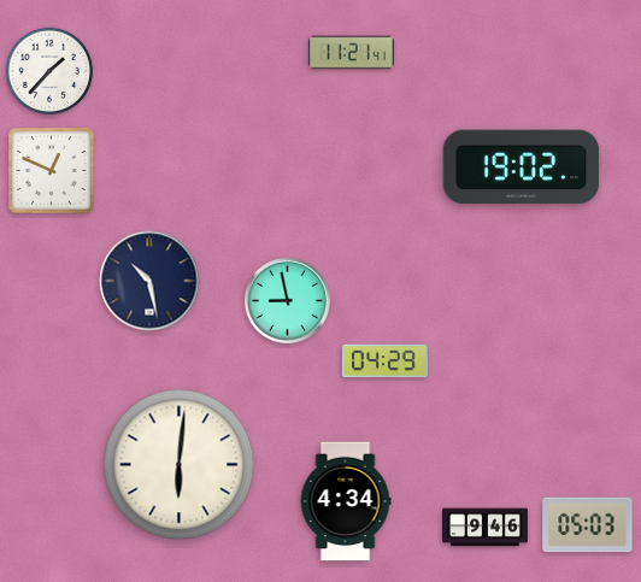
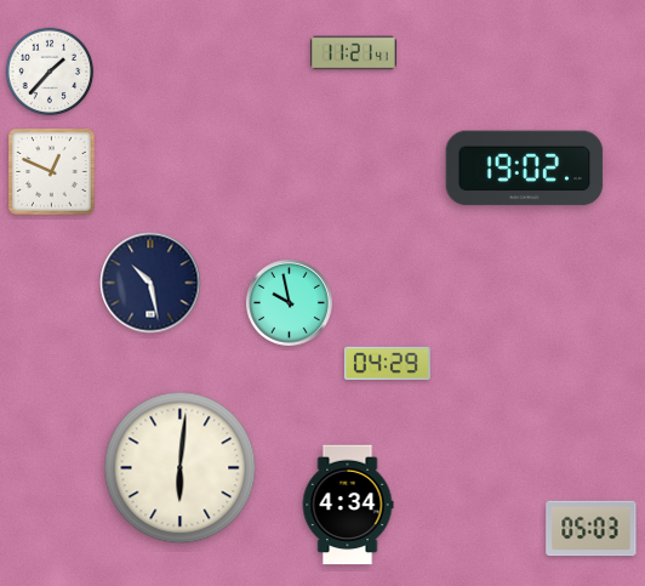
clock at (287, 300): 8:58 -> 9:58
clock at (486, 528): 9:46 -> none
